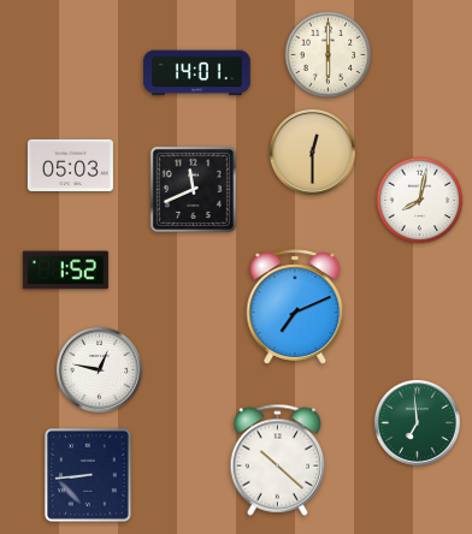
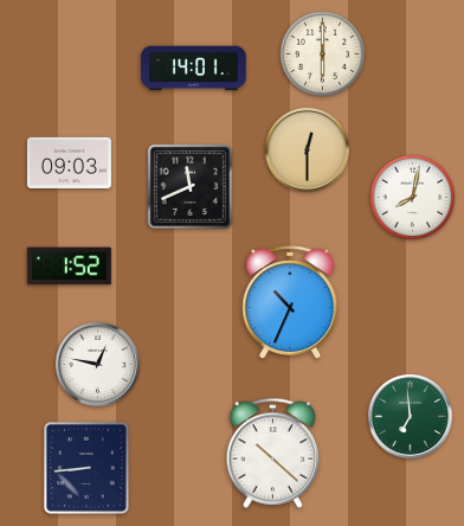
clock at (197, 73) position: (197, 73) -> (194, 69)
clock at (70, 165): 05:03 -> 09:03
clock at (65, 271) position: (65, 271) -> (69, 267)
clock at (295, 307): 7:11 -> 10:34
